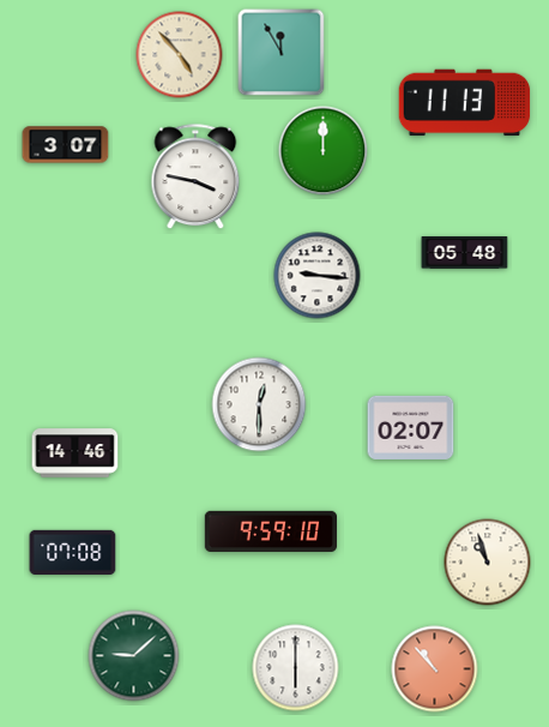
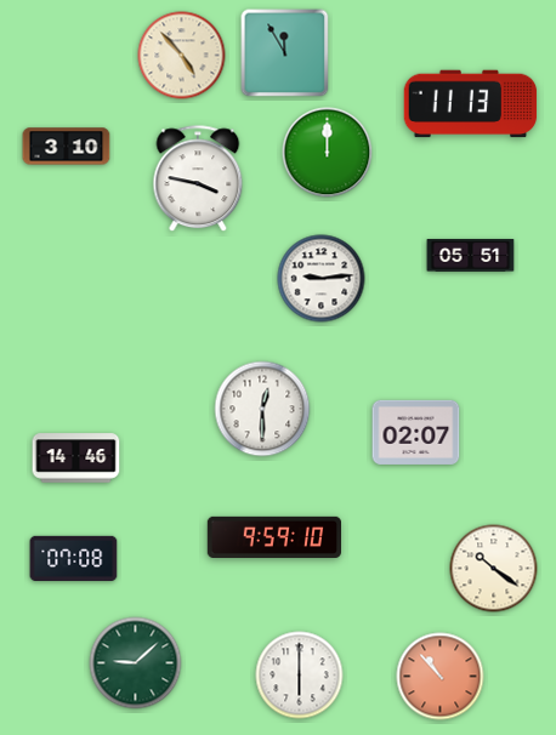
clock at (66, 145): 3:07 -> 3:10
clock at (465, 253): 05:48 -> 05:51
clock at (318, 276): 9:16 -> 9:14
clock at (488, 563): 10:57 -> 10:21
